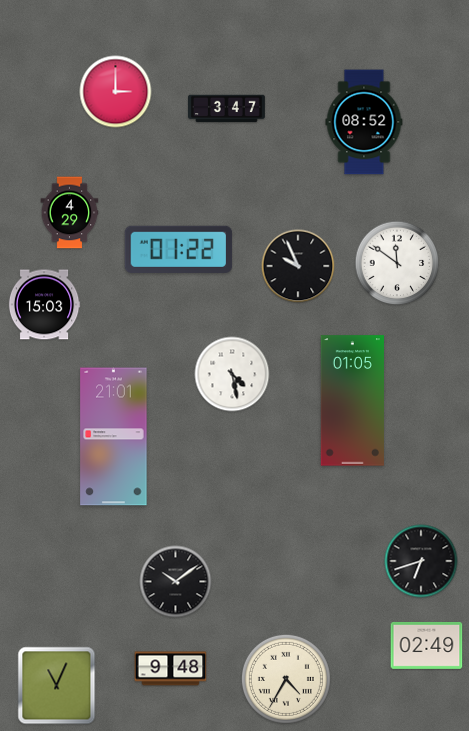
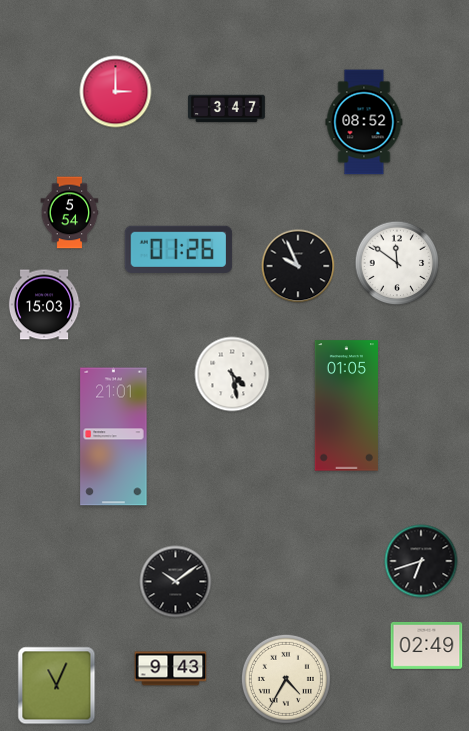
clock at (70, 213): 4:29 -> 5:54
clock at (179, 249): 01:22 -> 01:26
clock at (352, 401) position: (352, 401) -> (346, 406)
clock at (171, 669): 9:48 -> 9:43
